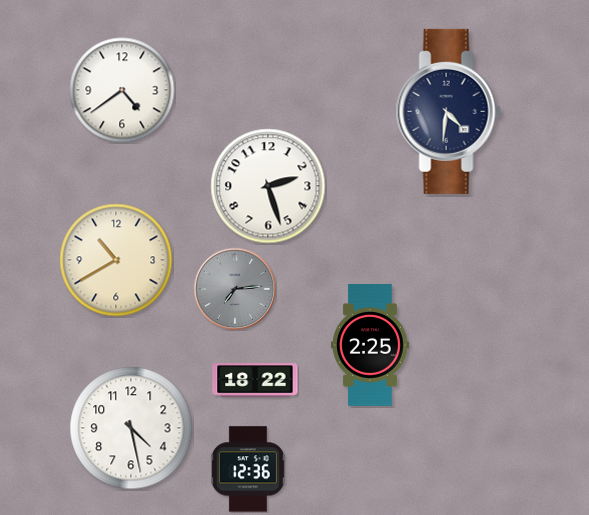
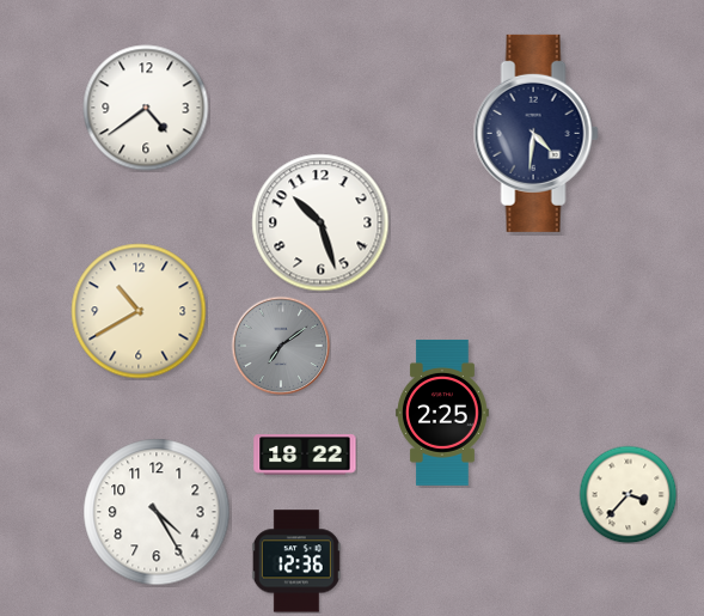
clock at (268, 186): 2:27 -> 10:27
clock at (235, 289): 7:14 -> 7:09
clock at (628, 494): none -> 3:37
clock at (131, 428): 4:28 -> 4:25
